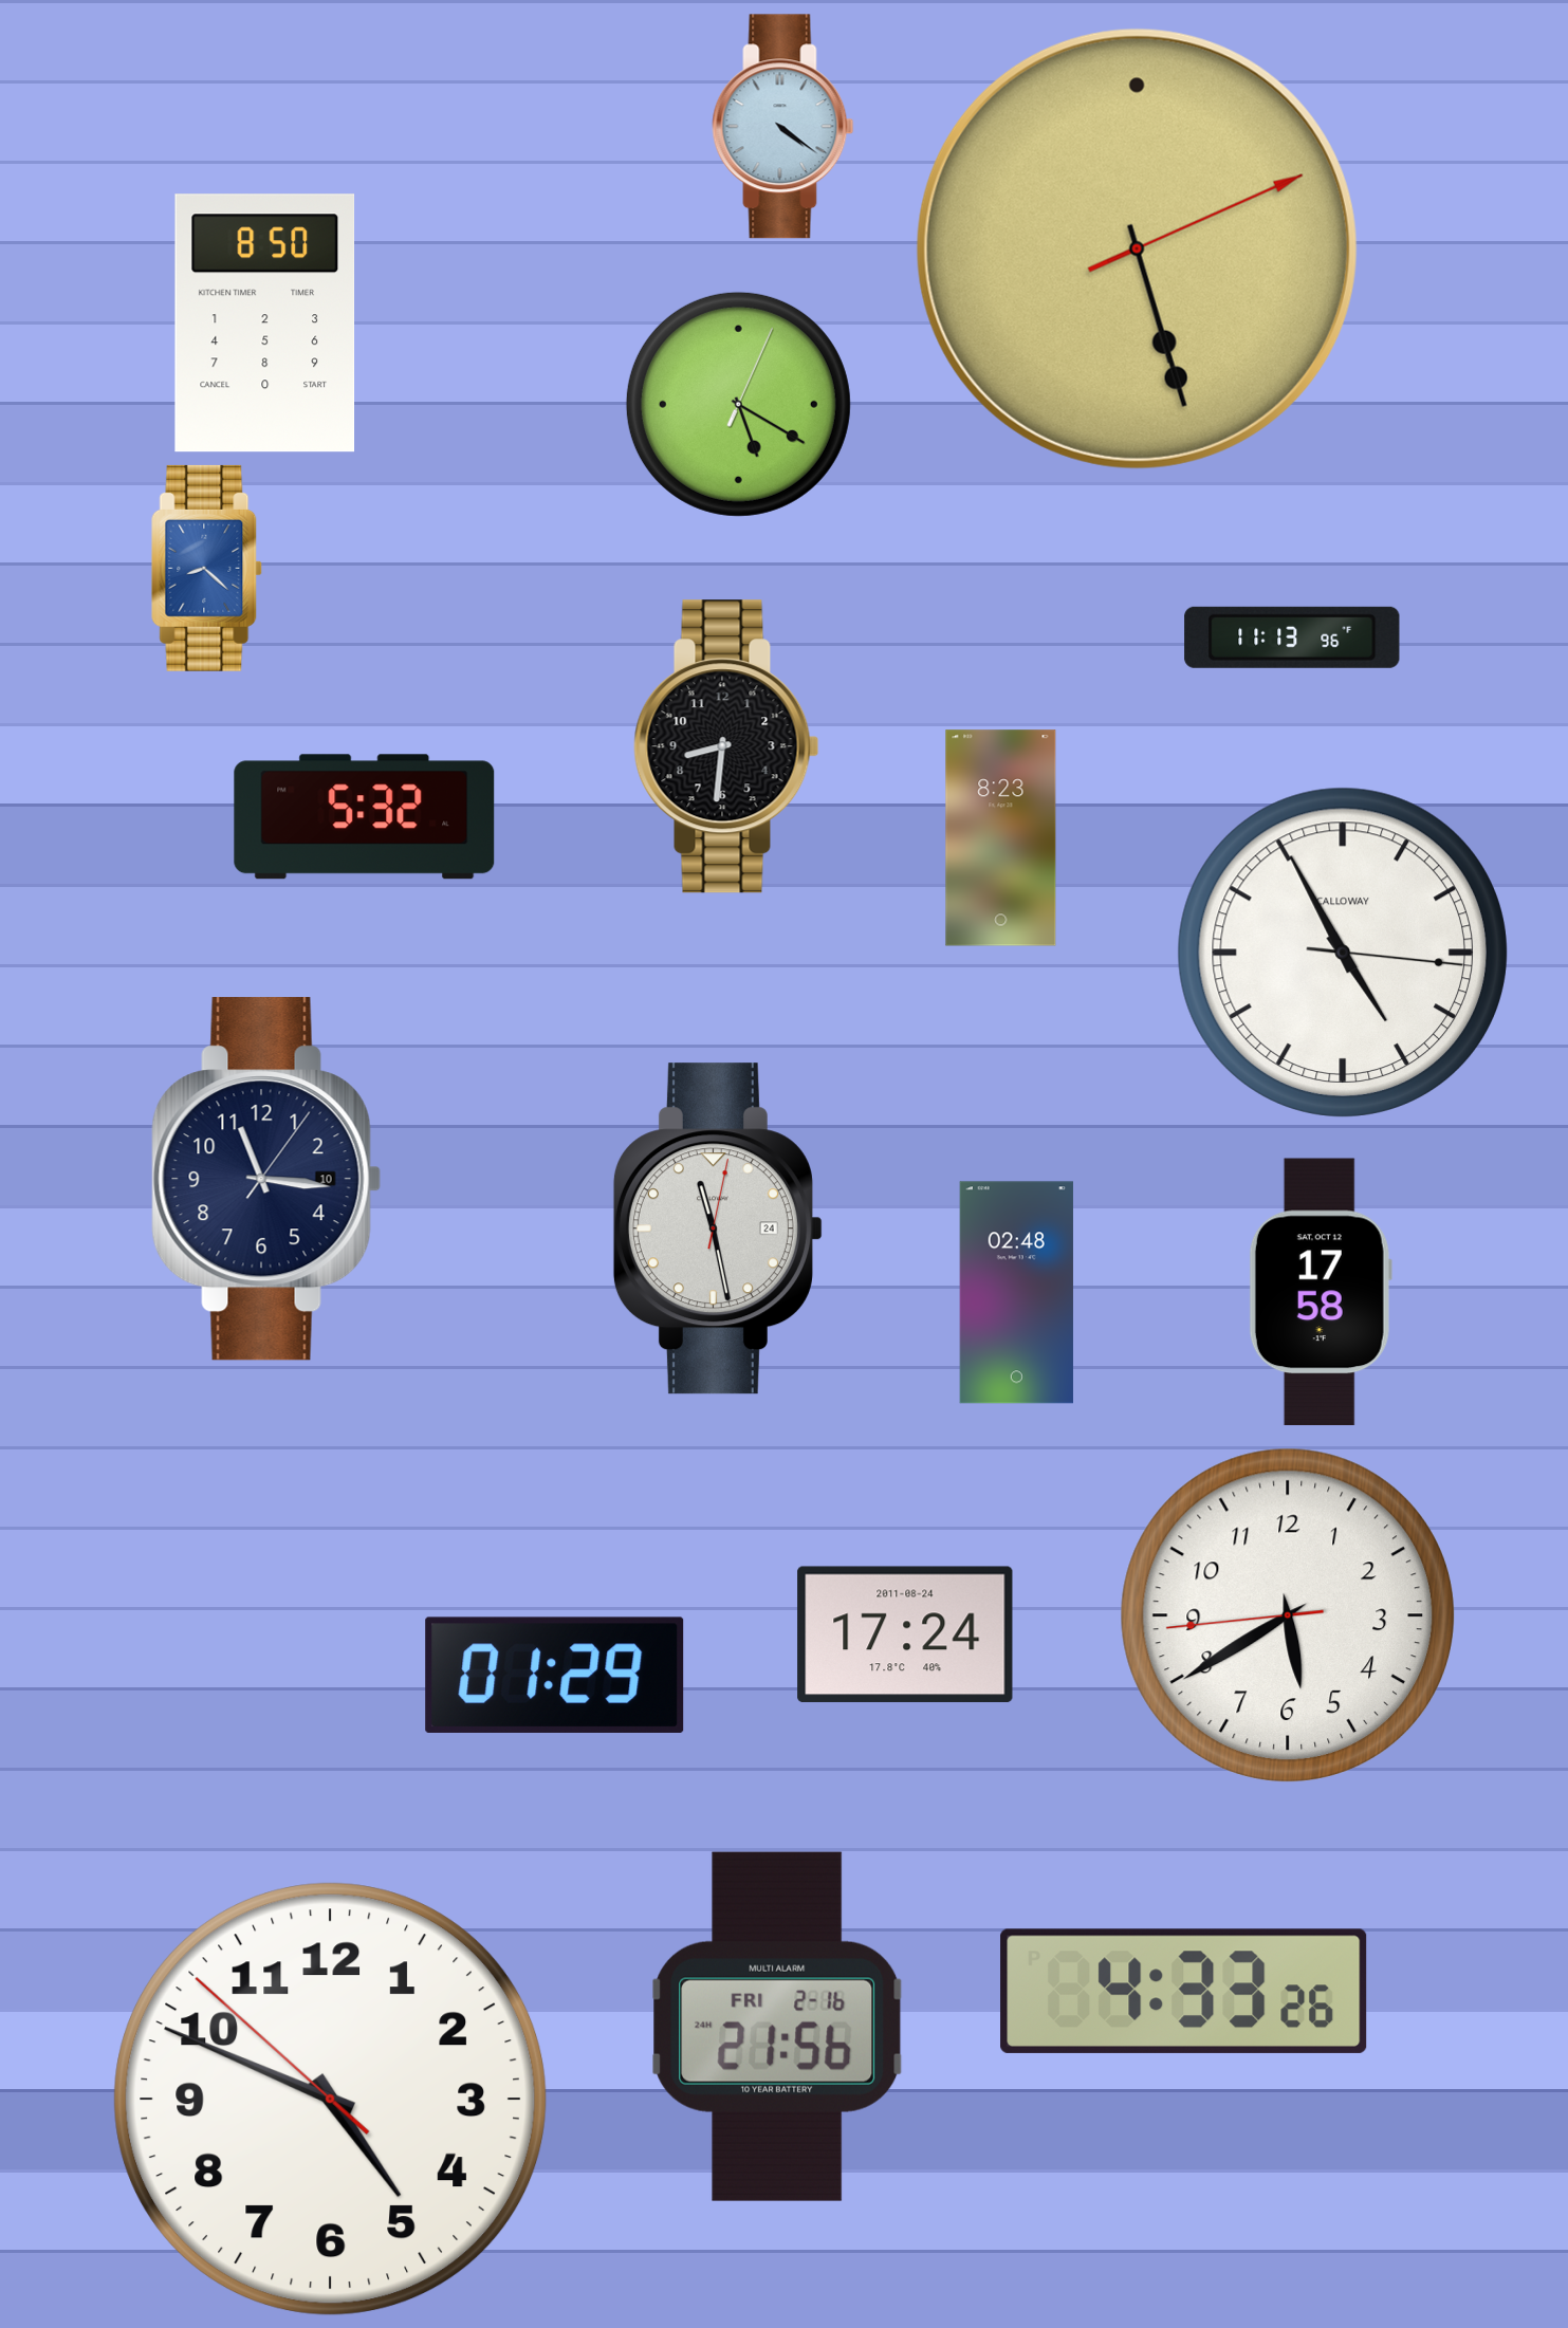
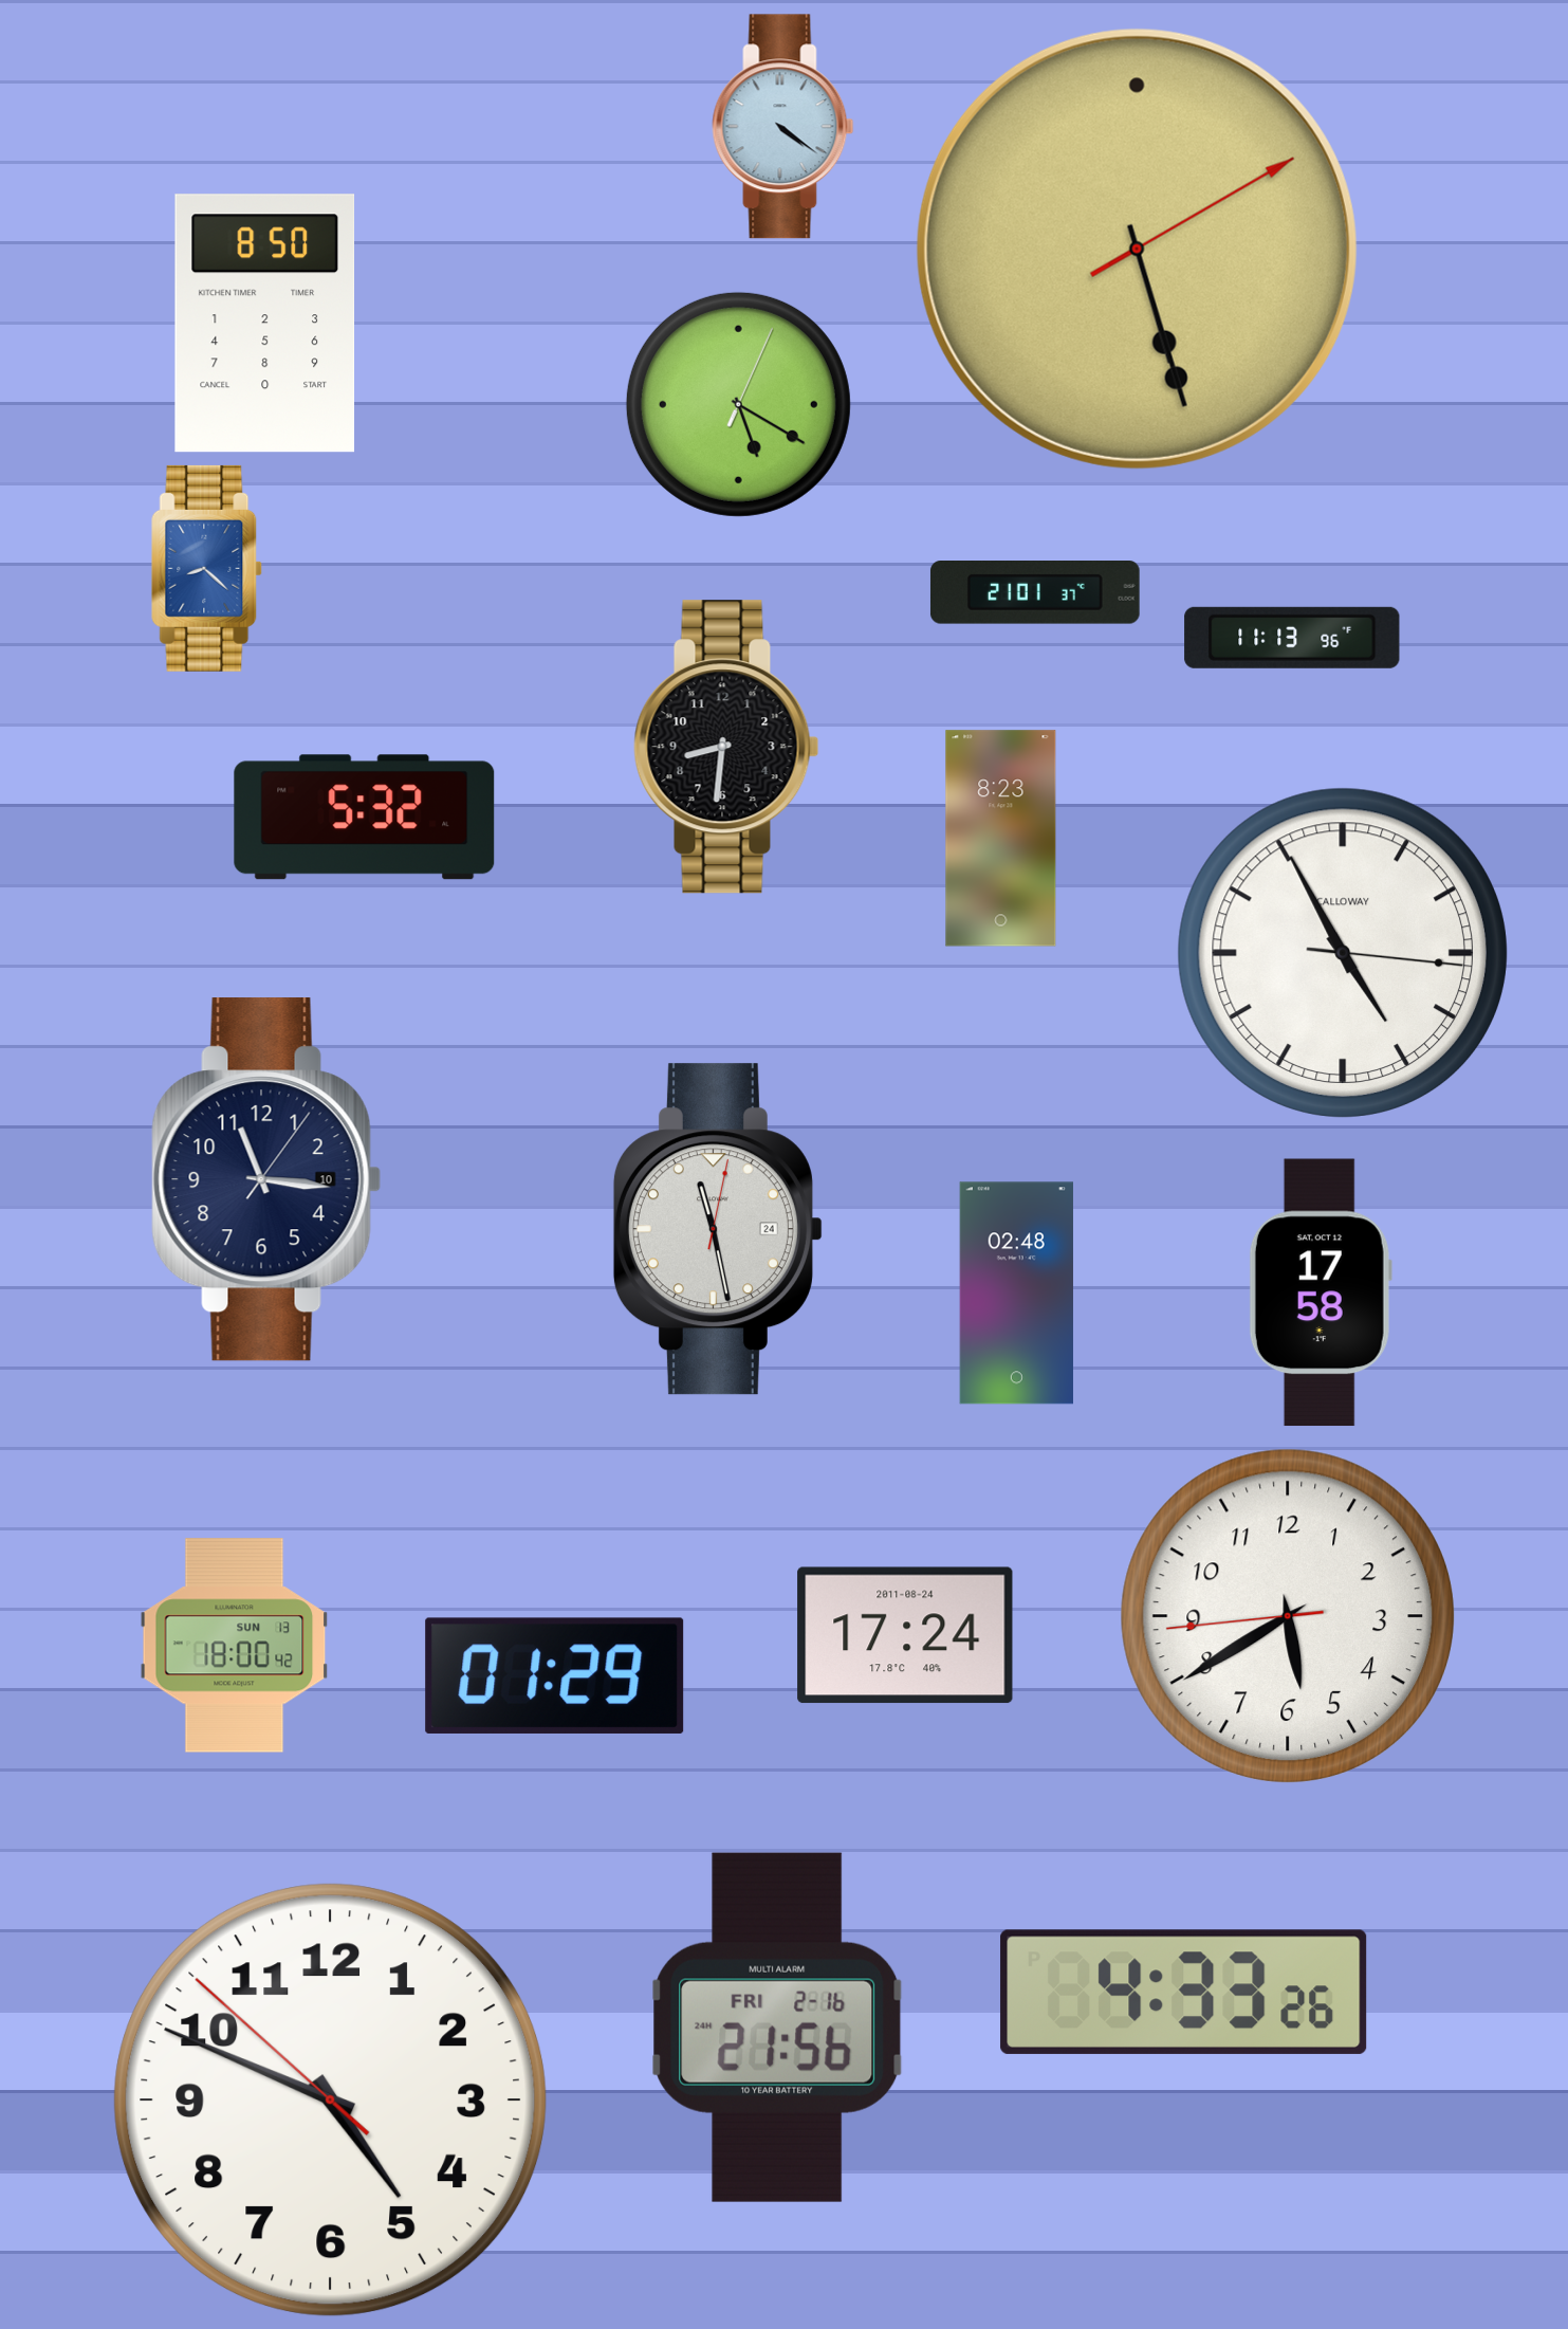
clock at (1137, 248): 5:27:11 -> 5:27:10
clock at (1035, 593): none -> 21:01
clock at (235, 1646): none -> 18:00
